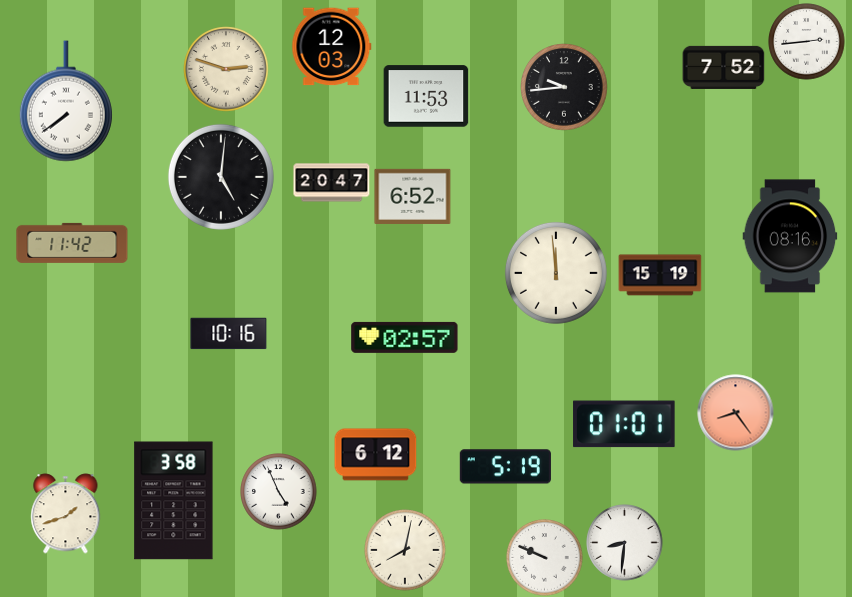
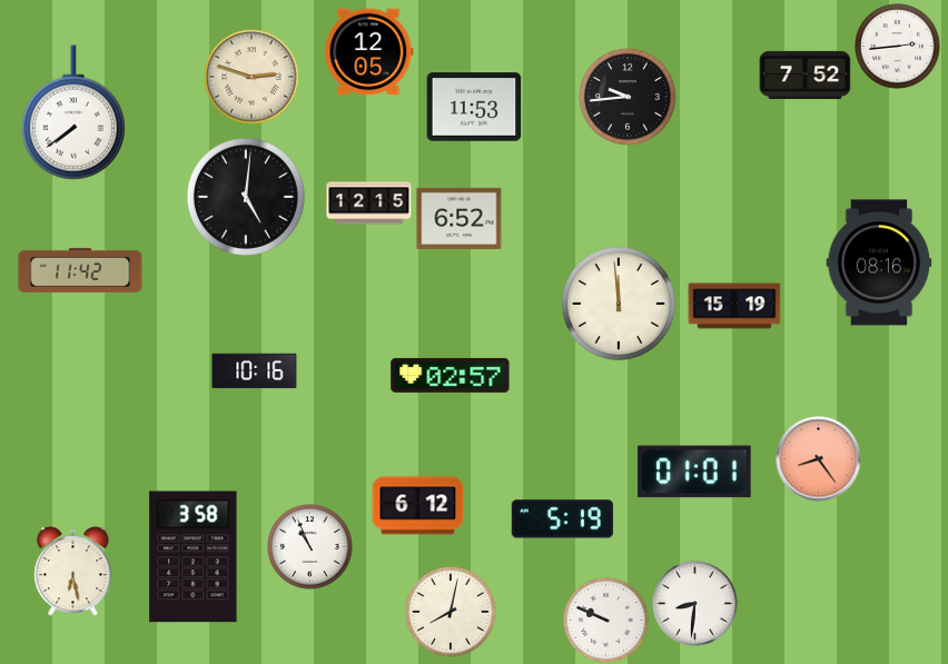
clock at (332, 47): 12:03 -> 12:05
clock at (332, 183): 20:47 -> 12:15
clock at (279, 492): 4:56 -> 10:56
clock at (66, 514): 1:42 -> 6:28
